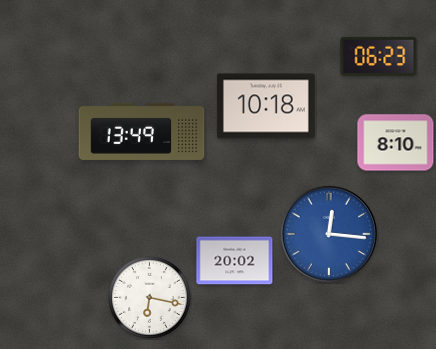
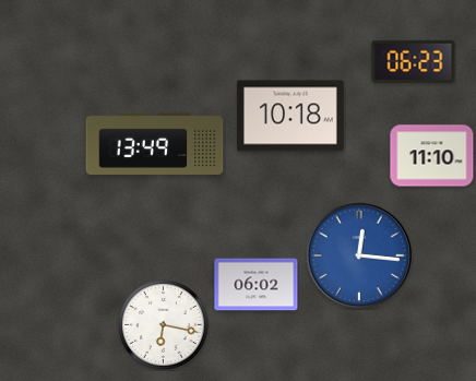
clock at (396, 143): 8:10 -> 11:10
clock at (235, 261): 20:02 -> 06:02
